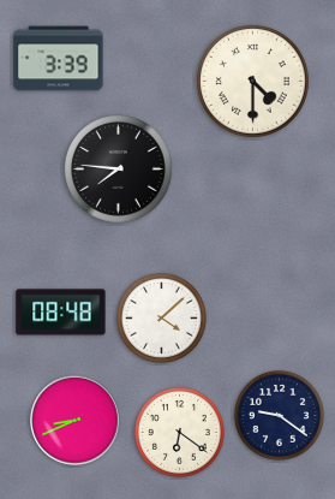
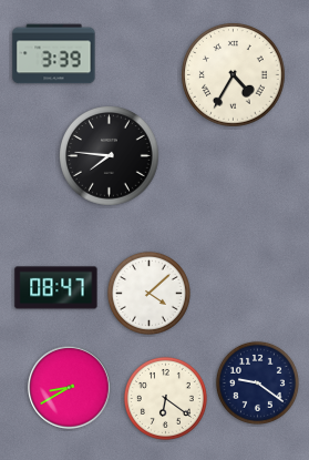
clock at (253, 82): 4:30 -> 4:35
clock at (61, 313): 08:48 -> 08:47
clock at (76, 421): 8:41 -> 8:40
